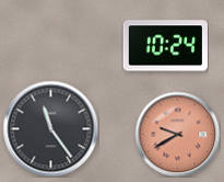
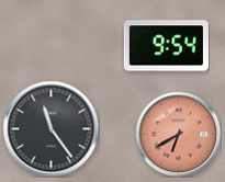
clock at (165, 46): 10:24 -> 9:54
clock at (177, 134): 9:40 -> 6:40
